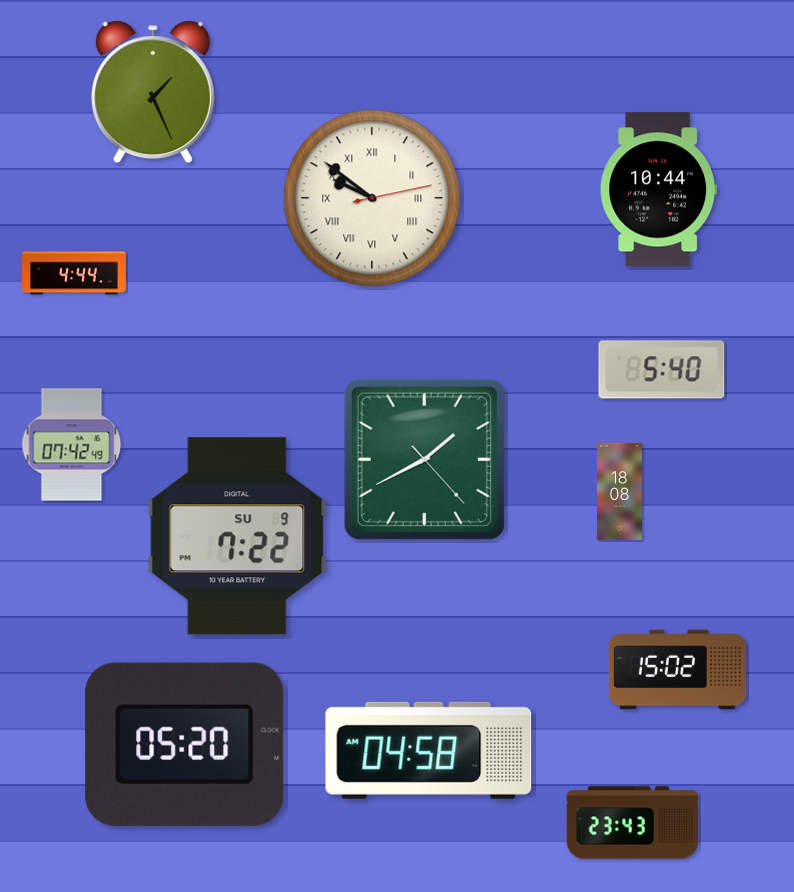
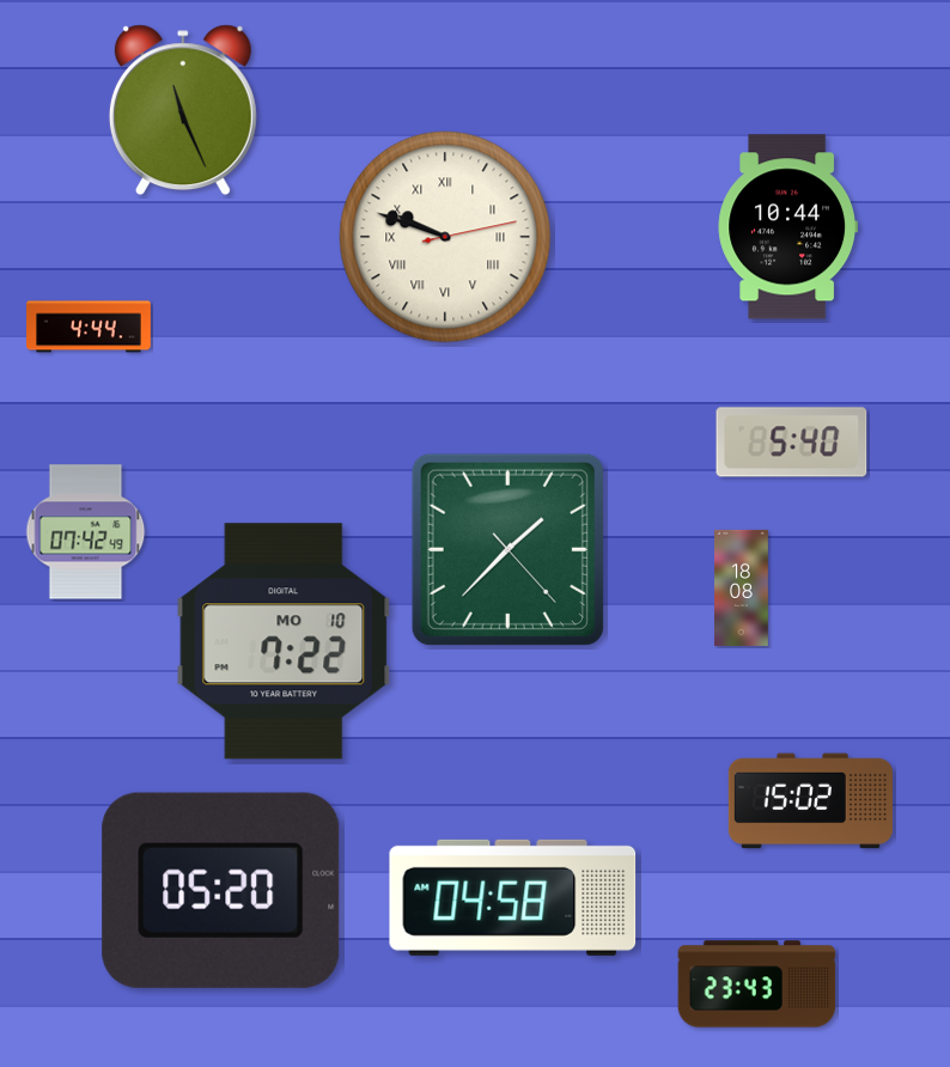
clock at (153, 92): 1:26 -> 11:26
clock at (372, 198): 9:51 -> 9:48
clock at (424, 459): 1:40 -> 1:37
clock at (237, 536) date: SU 9 -> MO 10
